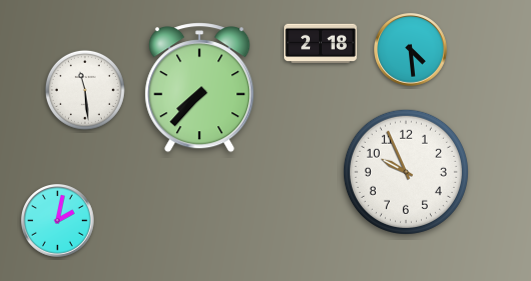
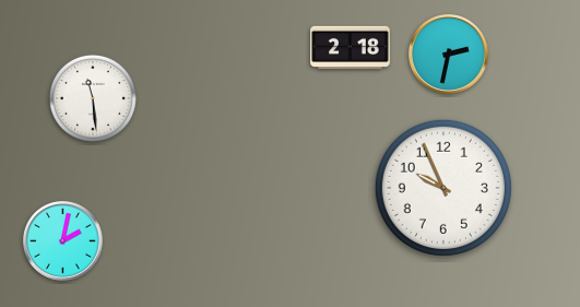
clock at (411, 50): 4:29 -> 2:32
clock at (200, 88): 7:37 -> none
